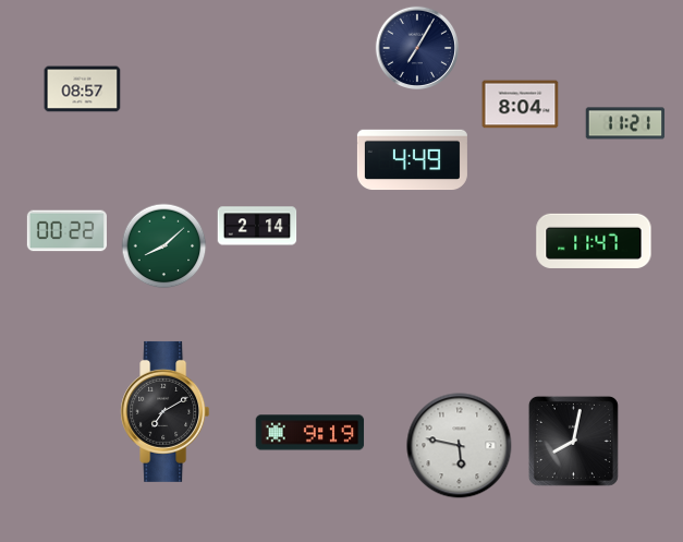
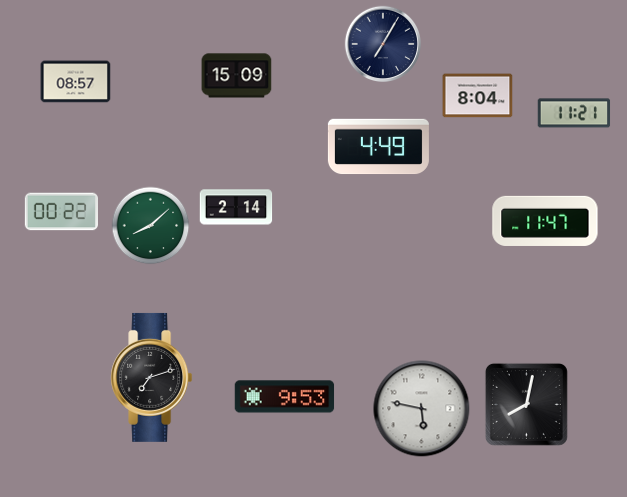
clock at (237, 76): none -> 15:09
clock at (166, 411): 7:10 -> 7:12
clock at (310, 433): 9:19 -> 9:53
